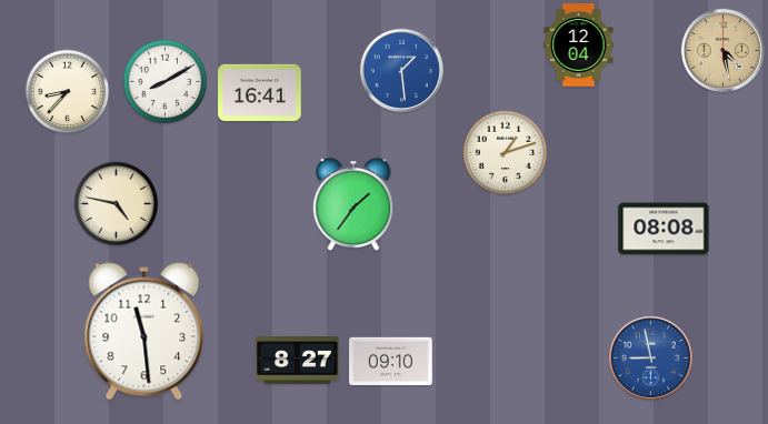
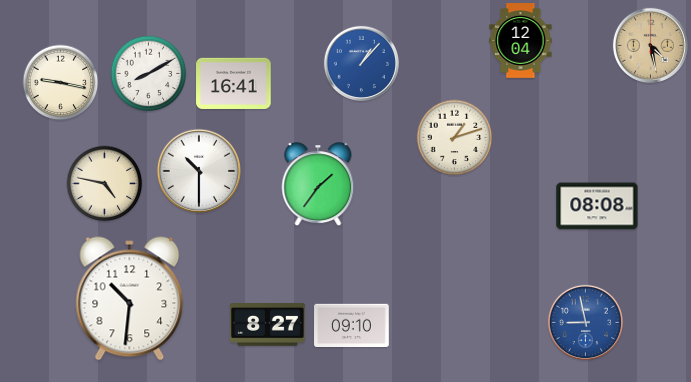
clock at (401, 70): 1:29 -> 1:07
clock at (68, 92): 8:37 -> 9:17
clock at (199, 171): none -> 10:30
clock at (144, 332): 11:29 -> 10:31
